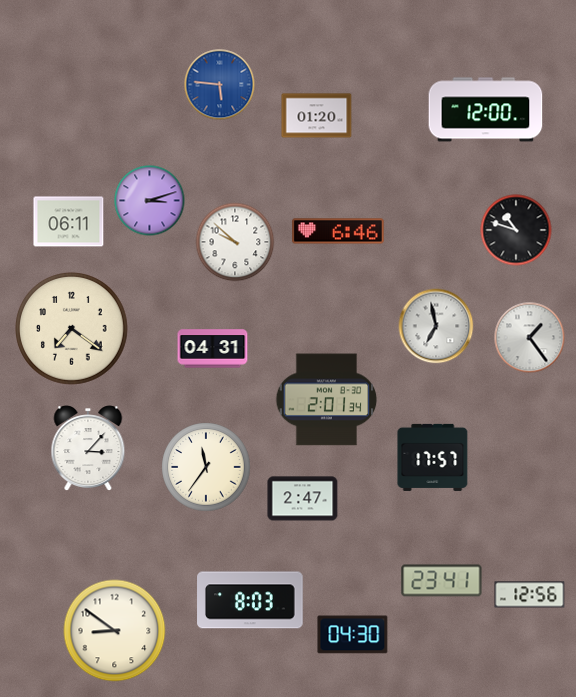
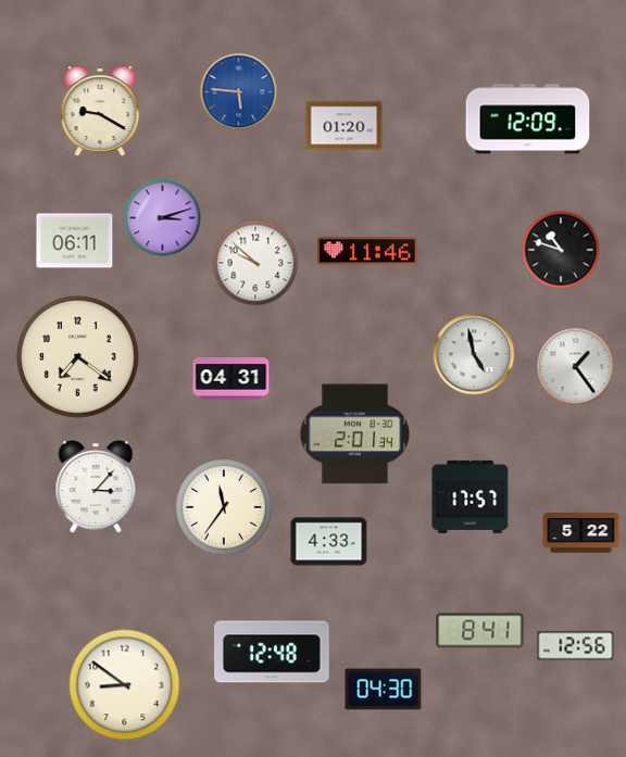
clock at (100, 111): none -> 9:20
clock at (486, 110): 12:00 -> 12:09
clock at (338, 231): 6:46 -> 11:46
clock at (436, 326): 6:58 -> 4:58
clock at (581, 533): none -> 5:22
clock at (303, 499): 2:47 -> 4:33
clock at (442, 581): 23:41 -> 8:41
clock at (250, 600): 8:03 -> 12:48
